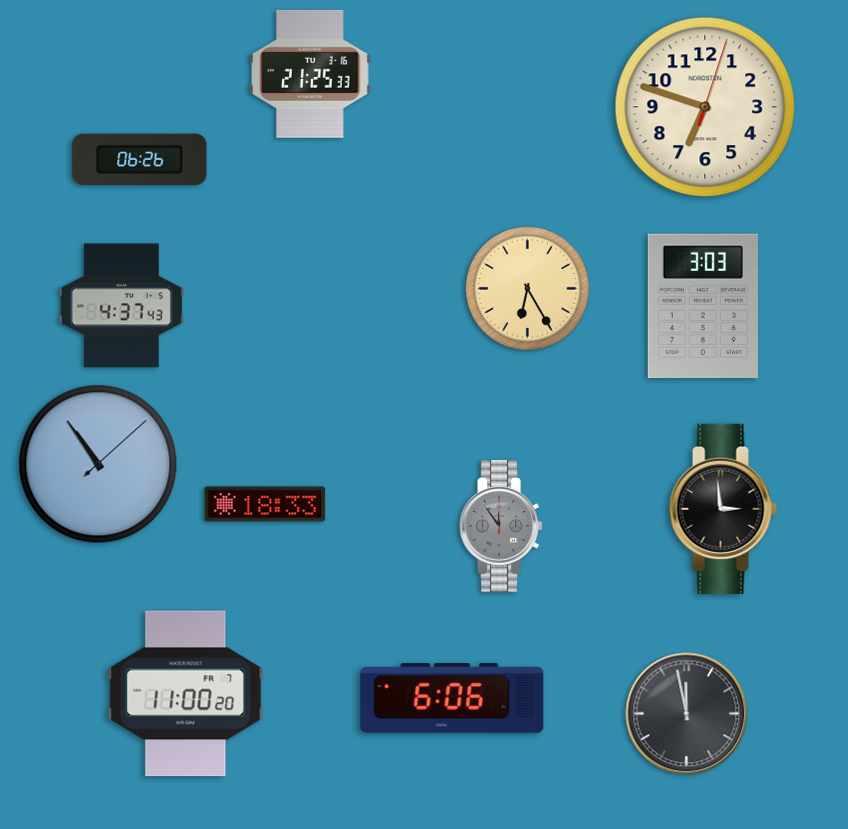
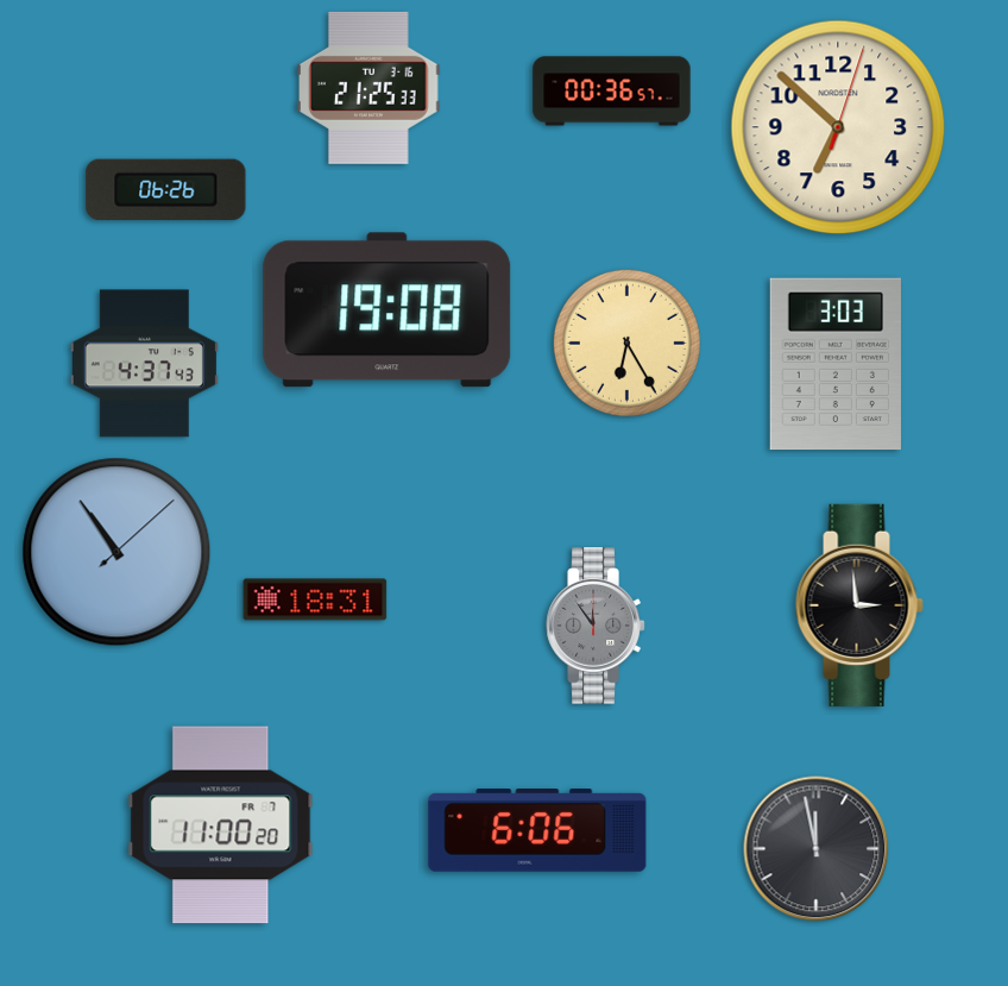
clock at (612, 92): none -> 00:36
clock at (705, 107): 6:48 -> 6:52
clock at (388, 310): none -> 19:08
clock at (265, 504): 18:33 -> 18:31
